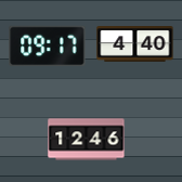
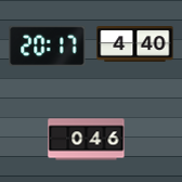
clock at (48, 47): 09:17 -> 20:17
clock at (87, 140): 12:46 -> 0:46
